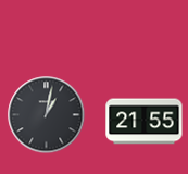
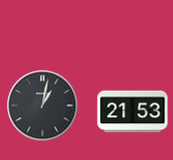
clock at (145, 122): 21:55 -> 21:53
